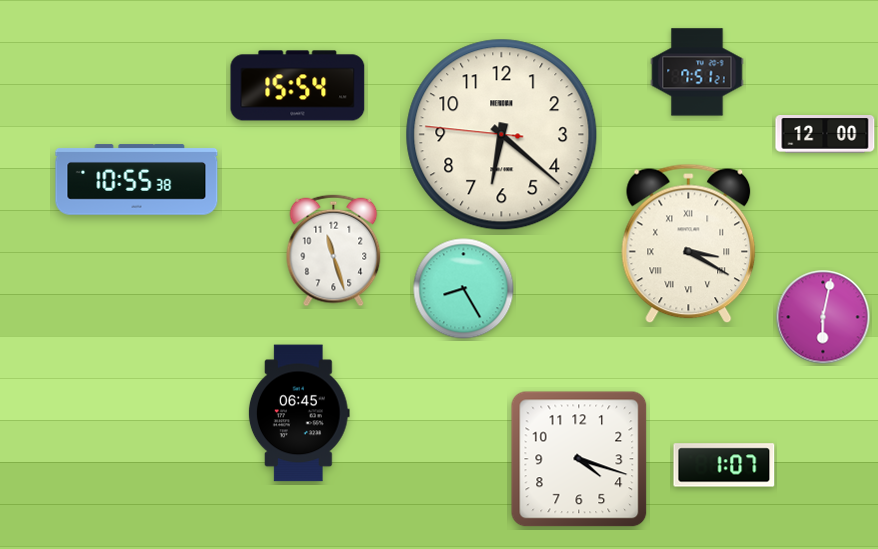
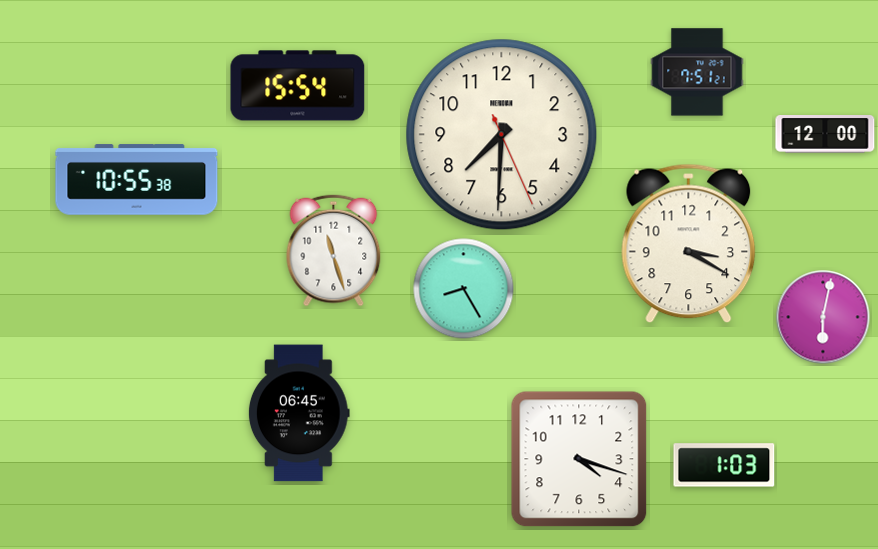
clock at (502, 135): 6:21 -> 7:30
clock at (689, 244) numerals: Roman -> Arabic
clock at (724, 465): 1:07 -> 1:03
